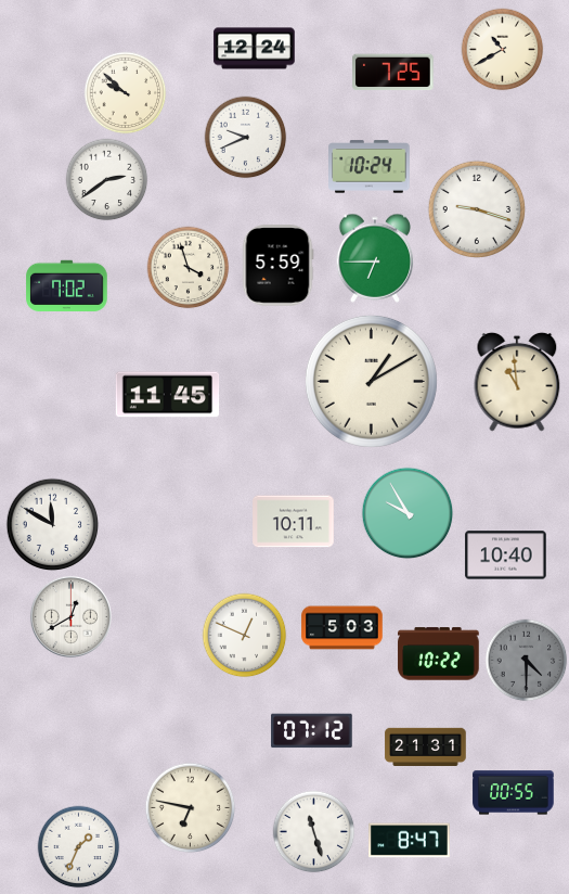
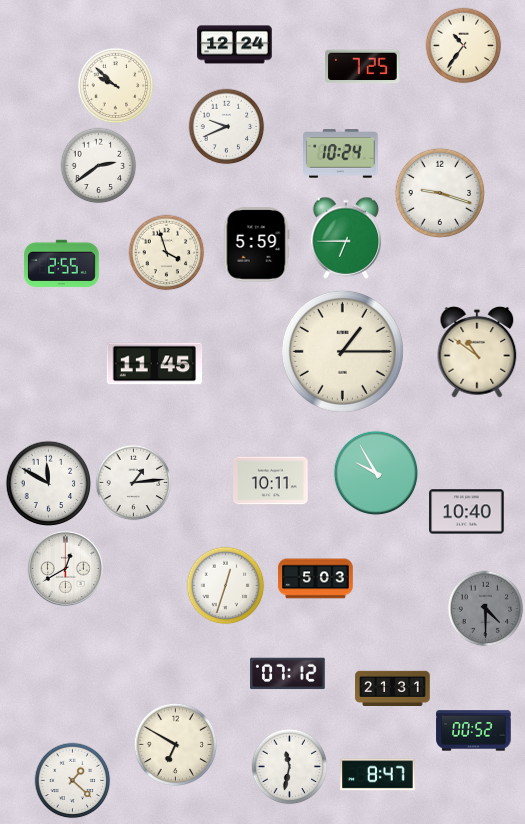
clock at (503, 50): 10:40 -> 10:36
clock at (189, 268) position: (189, 268) -> (167, 253)
clock at (67, 286): 7:02 -> 2:55
clock at (371, 381): 1:10 -> 1:15
clock at (517, 382): 10:59 -> 10:51
clock at (134, 483): none -> 1:14
clock at (245, 636): 12:49 -> 12:33
clock at (439, 654): 10:22 -> none
clock at (514, 793): 00:55 -> 00:52
clock at (191, 808): 6:47 -> 6:50
clock at (314, 832): 11:27 -> 11:32
clock at (79, 847): 1:34 -> 1:22
